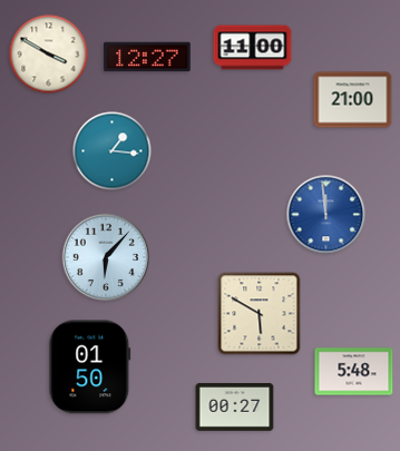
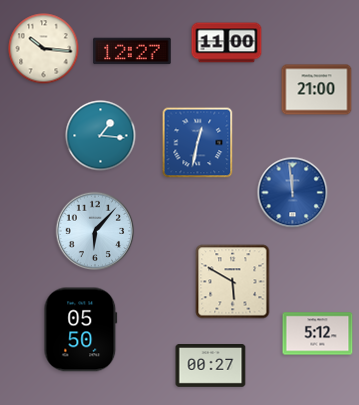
clock at (49, 55): 3:50 -> 10:16
clock at (198, 143): none -> 12:32
clock at (90, 367): 01:50 -> 05:50
clock at (354, 372): 5:48 -> 5:12
